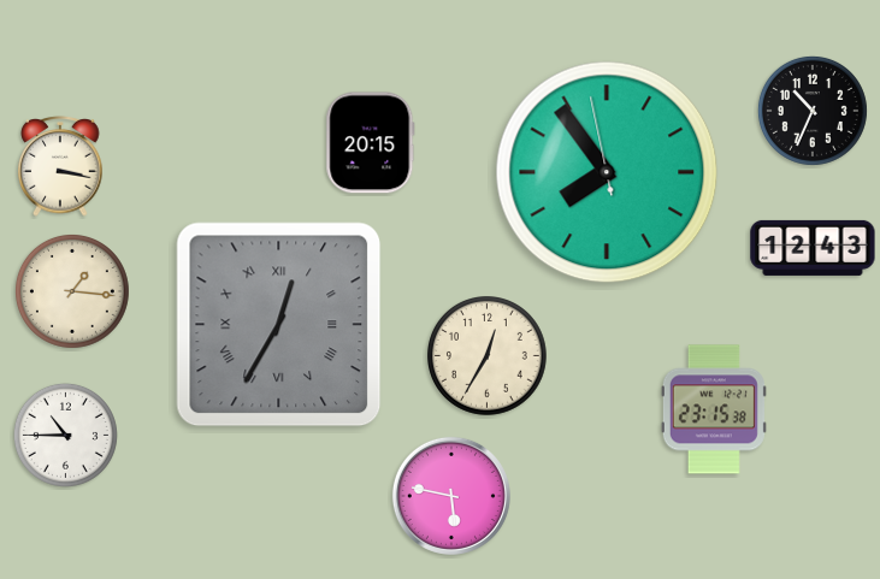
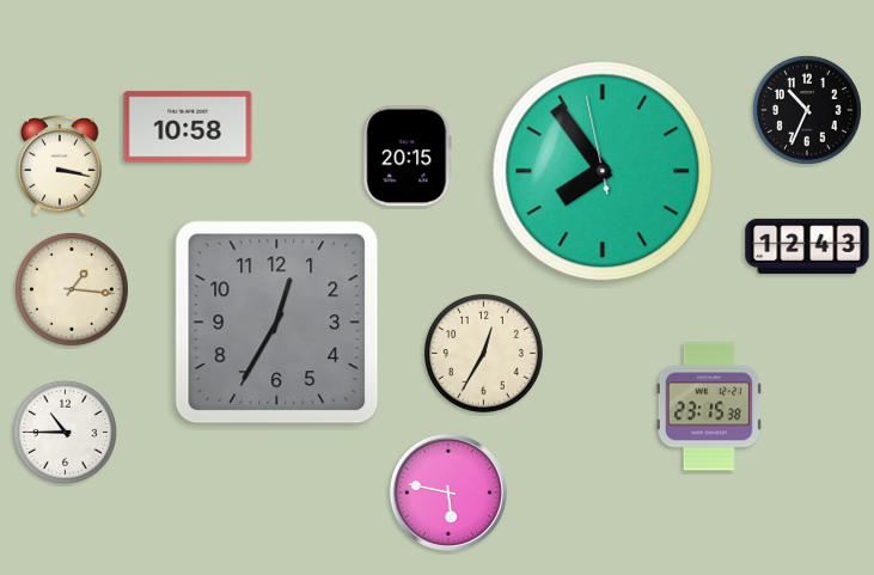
clock at (188, 127): none -> 10:58
clock at (371, 143) position: (371, 143) -> (408, 157)
clock at (279, 325) numerals: Roman -> Arabic
